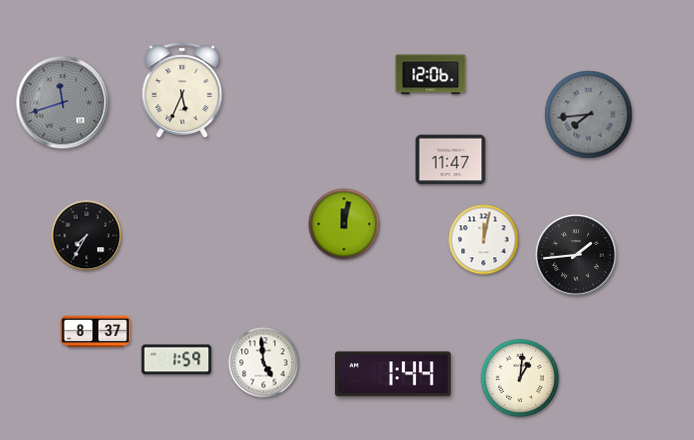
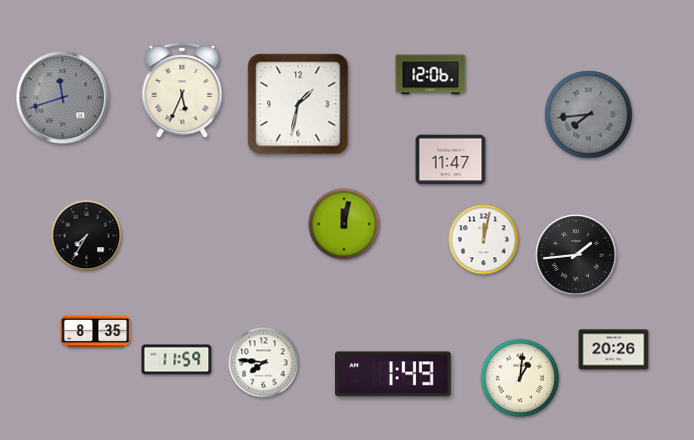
clock at (63, 103) position: (63, 103) -> (63, 98)
clock at (298, 104): none -> 1:32
clock at (96, 332): 8:37 -> 8:35
clock at (614, 350): none -> 20:26
clock at (177, 360): 1:59 -> 11:59
clock at (264, 363): 4:59 -> 7:46
clock at (394, 374): 1:44 -> 1:49
